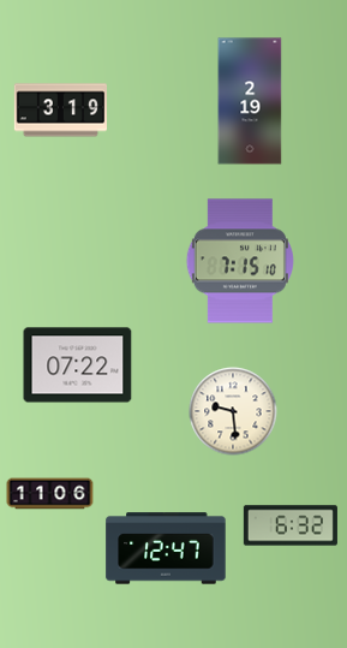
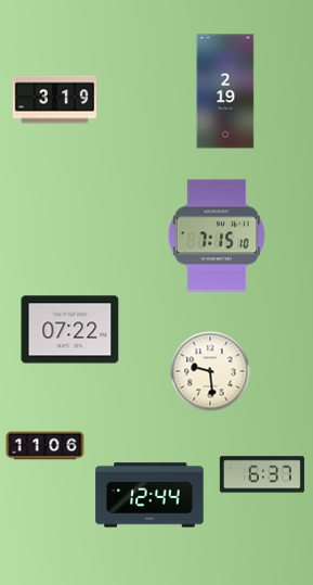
clock at (291, 525): 6:32 -> 6:37
clock at (166, 548): 12:47 -> 12:44
